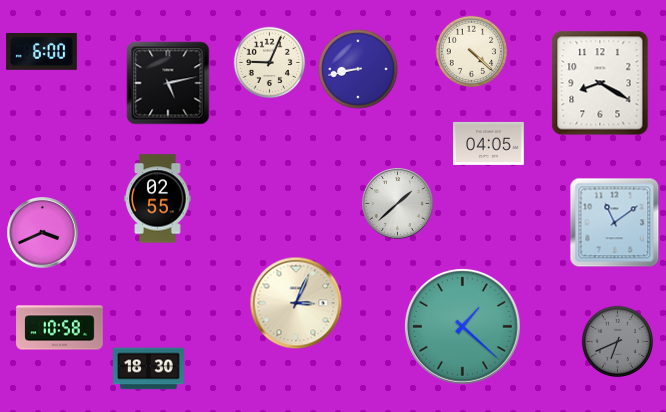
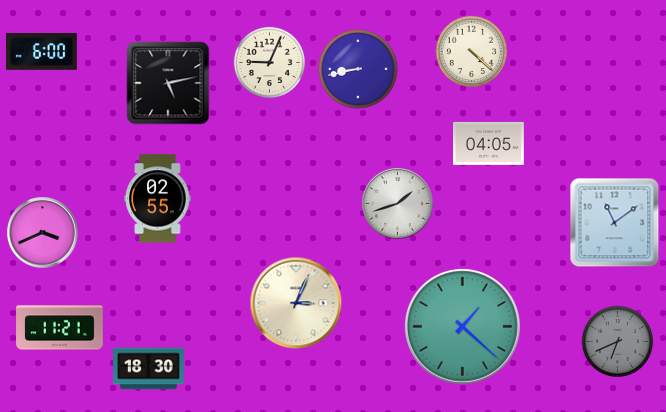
clock at (600, 83): 8:20 -> none
clock at (398, 204): 1:38 -> 1:42
clock at (60, 328): 10:58 -> 11:21
